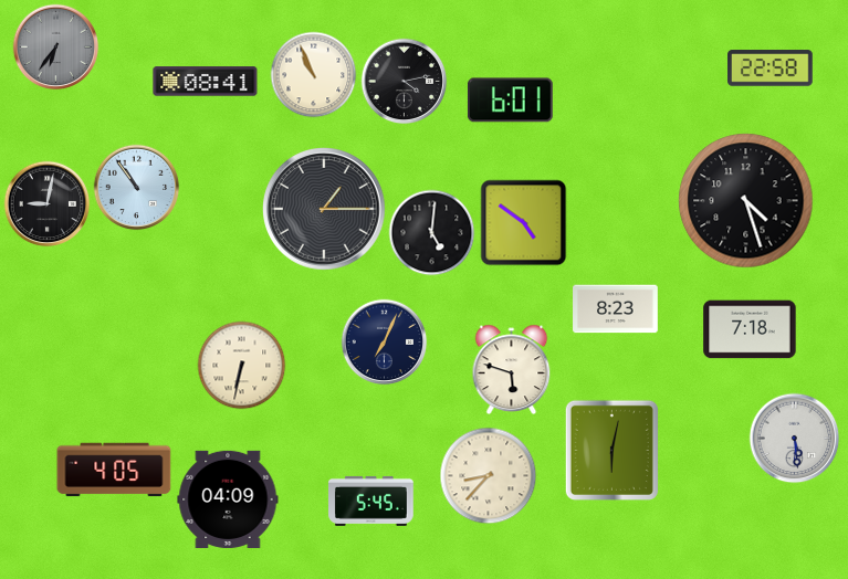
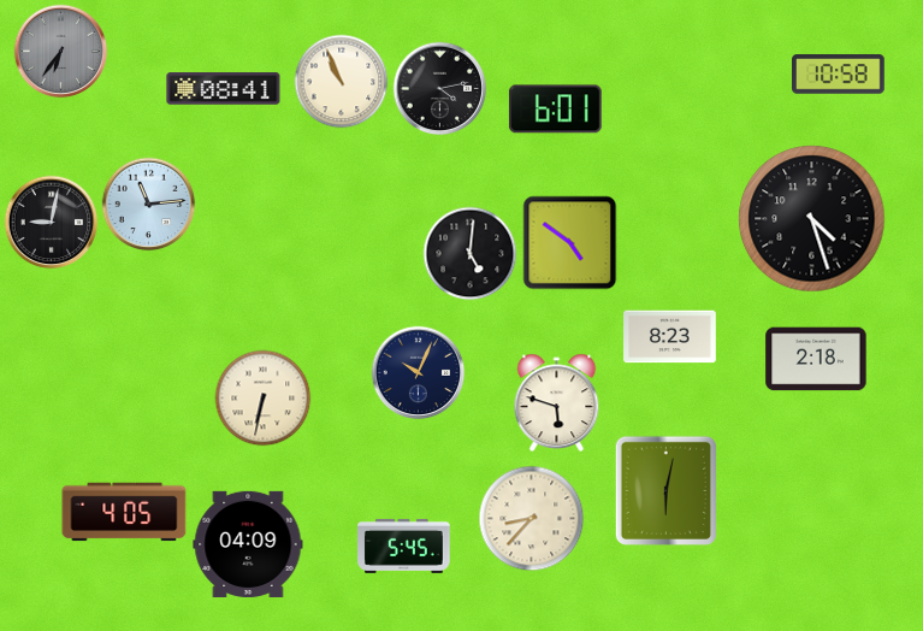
clock at (771, 69): 22:58 -> 10:58
clock at (136, 187): 10:54 -> 11:14
clock at (325, 210): 1:15 -> none
clock at (750, 329): 7:18 -> 2:18
clock at (384, 341): 7:04 -> 10:04
clock at (794, 438): 5:29 -> none
